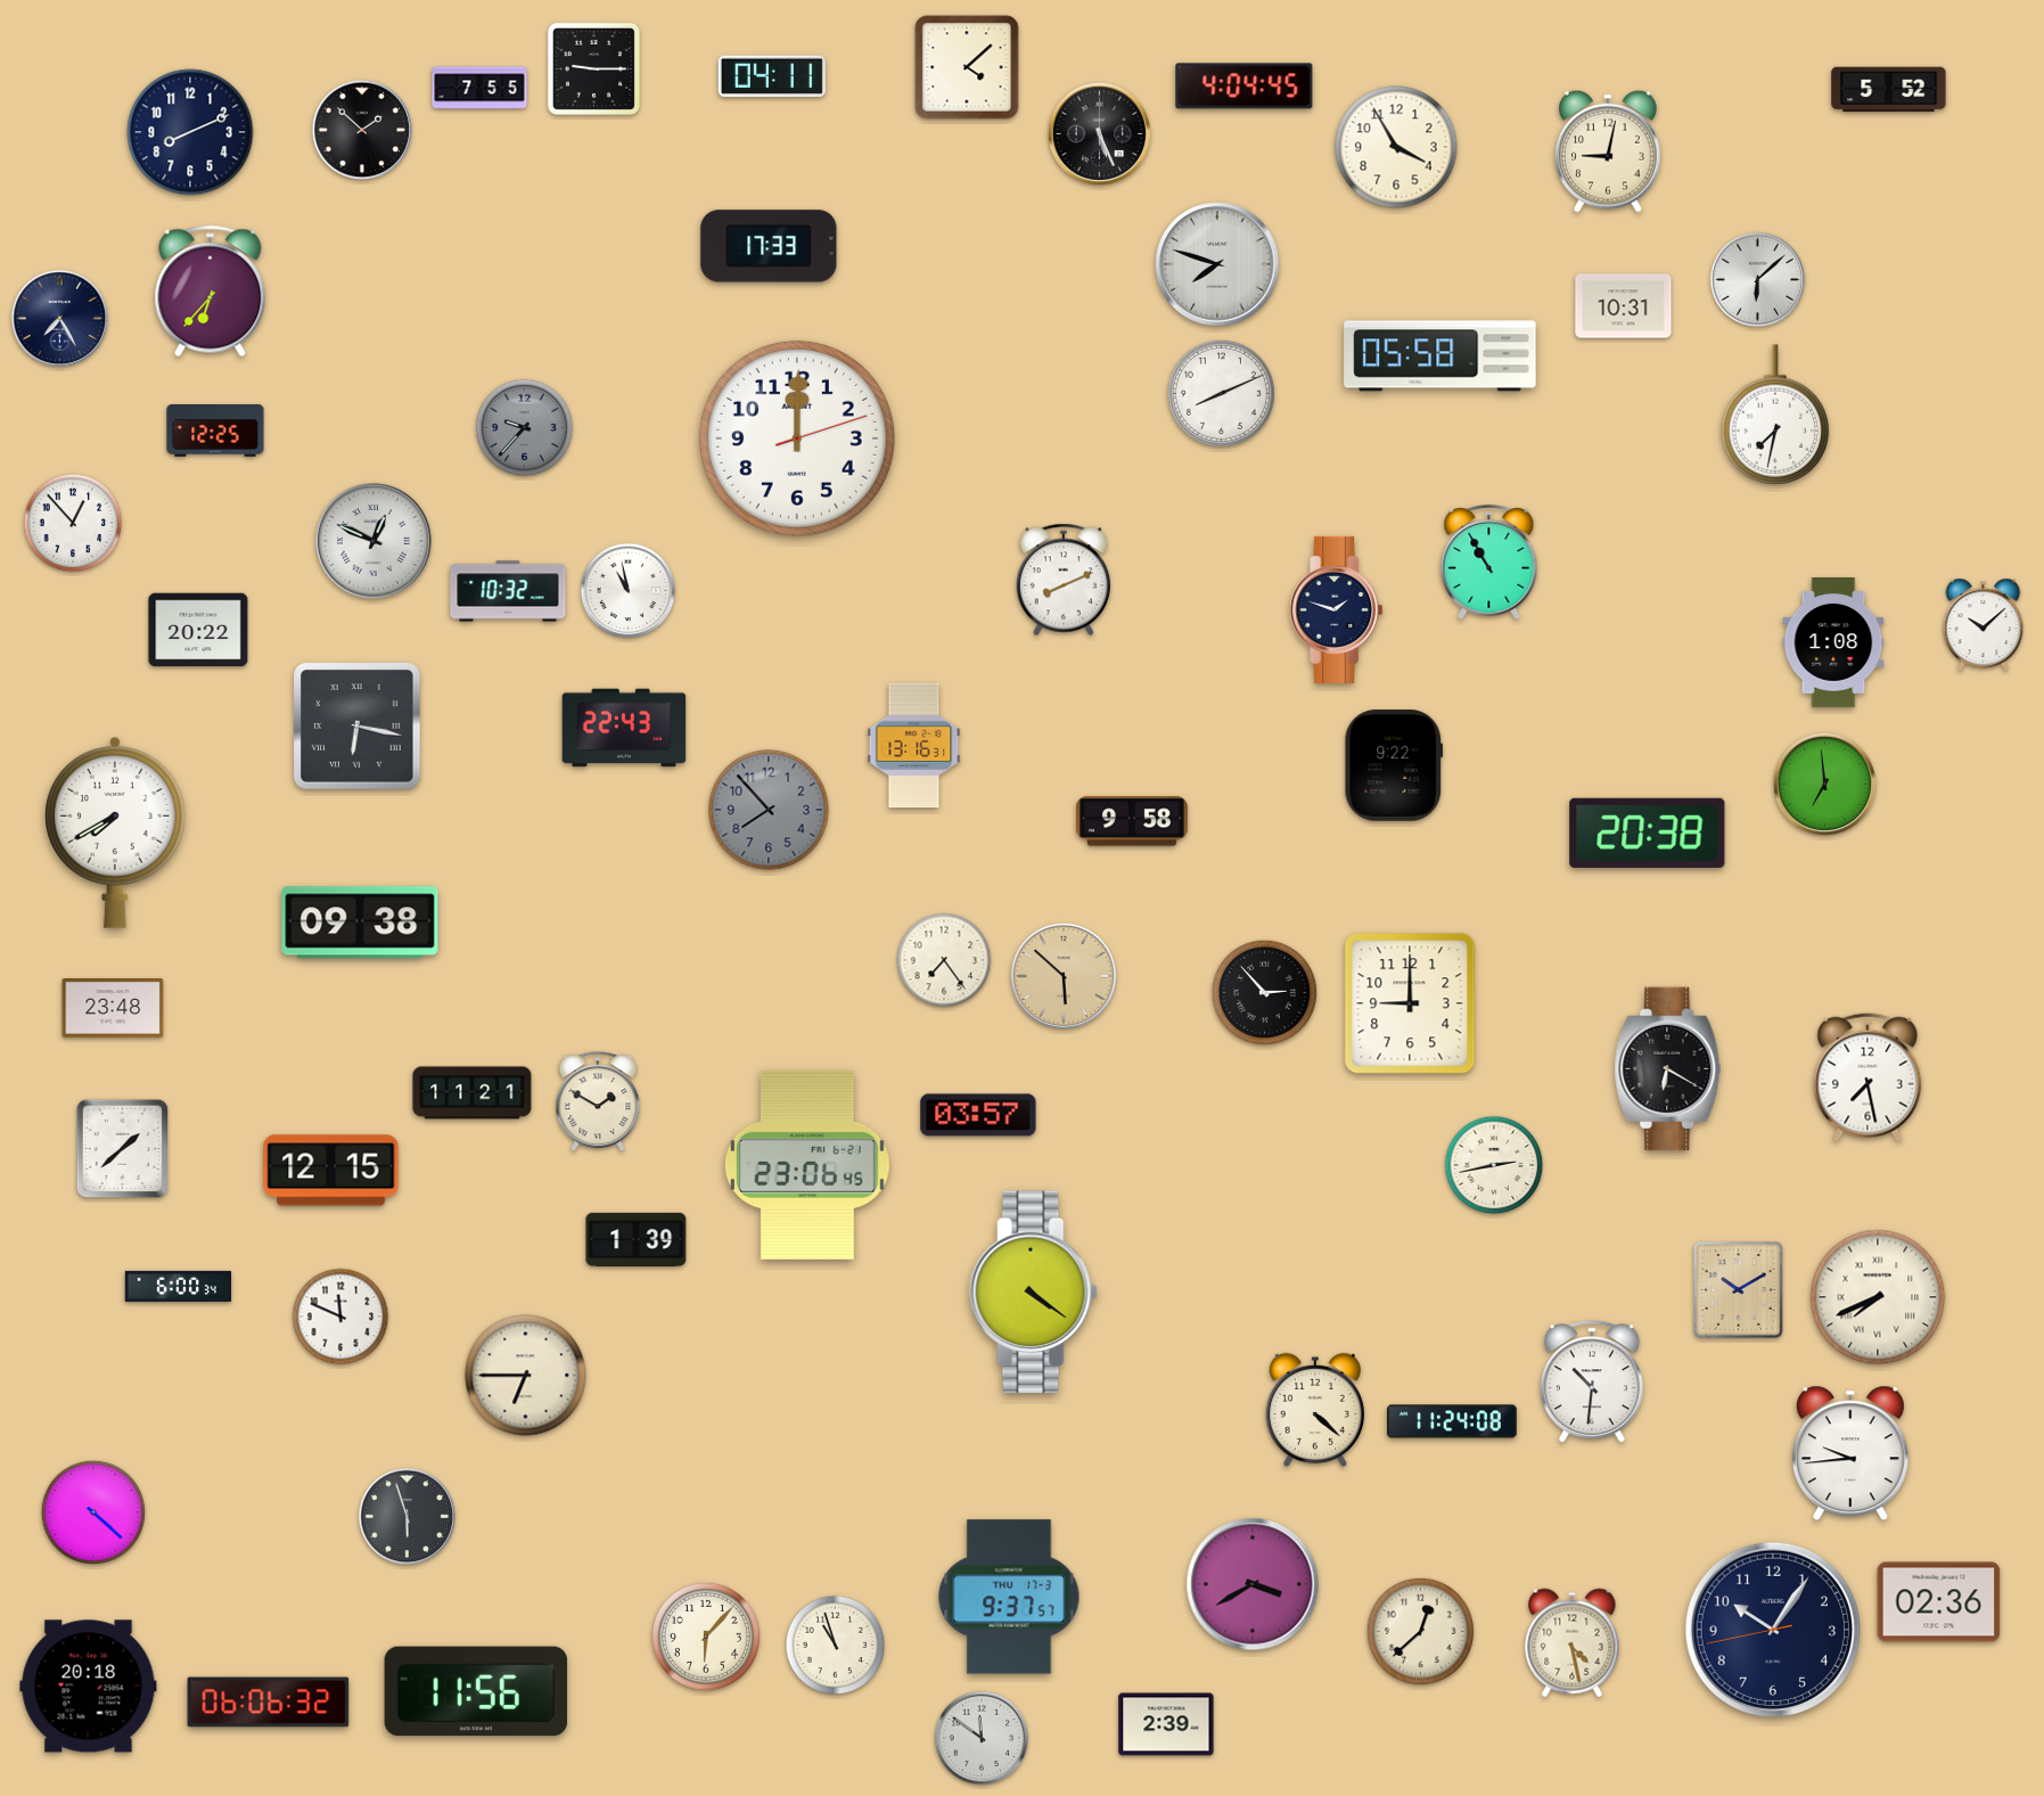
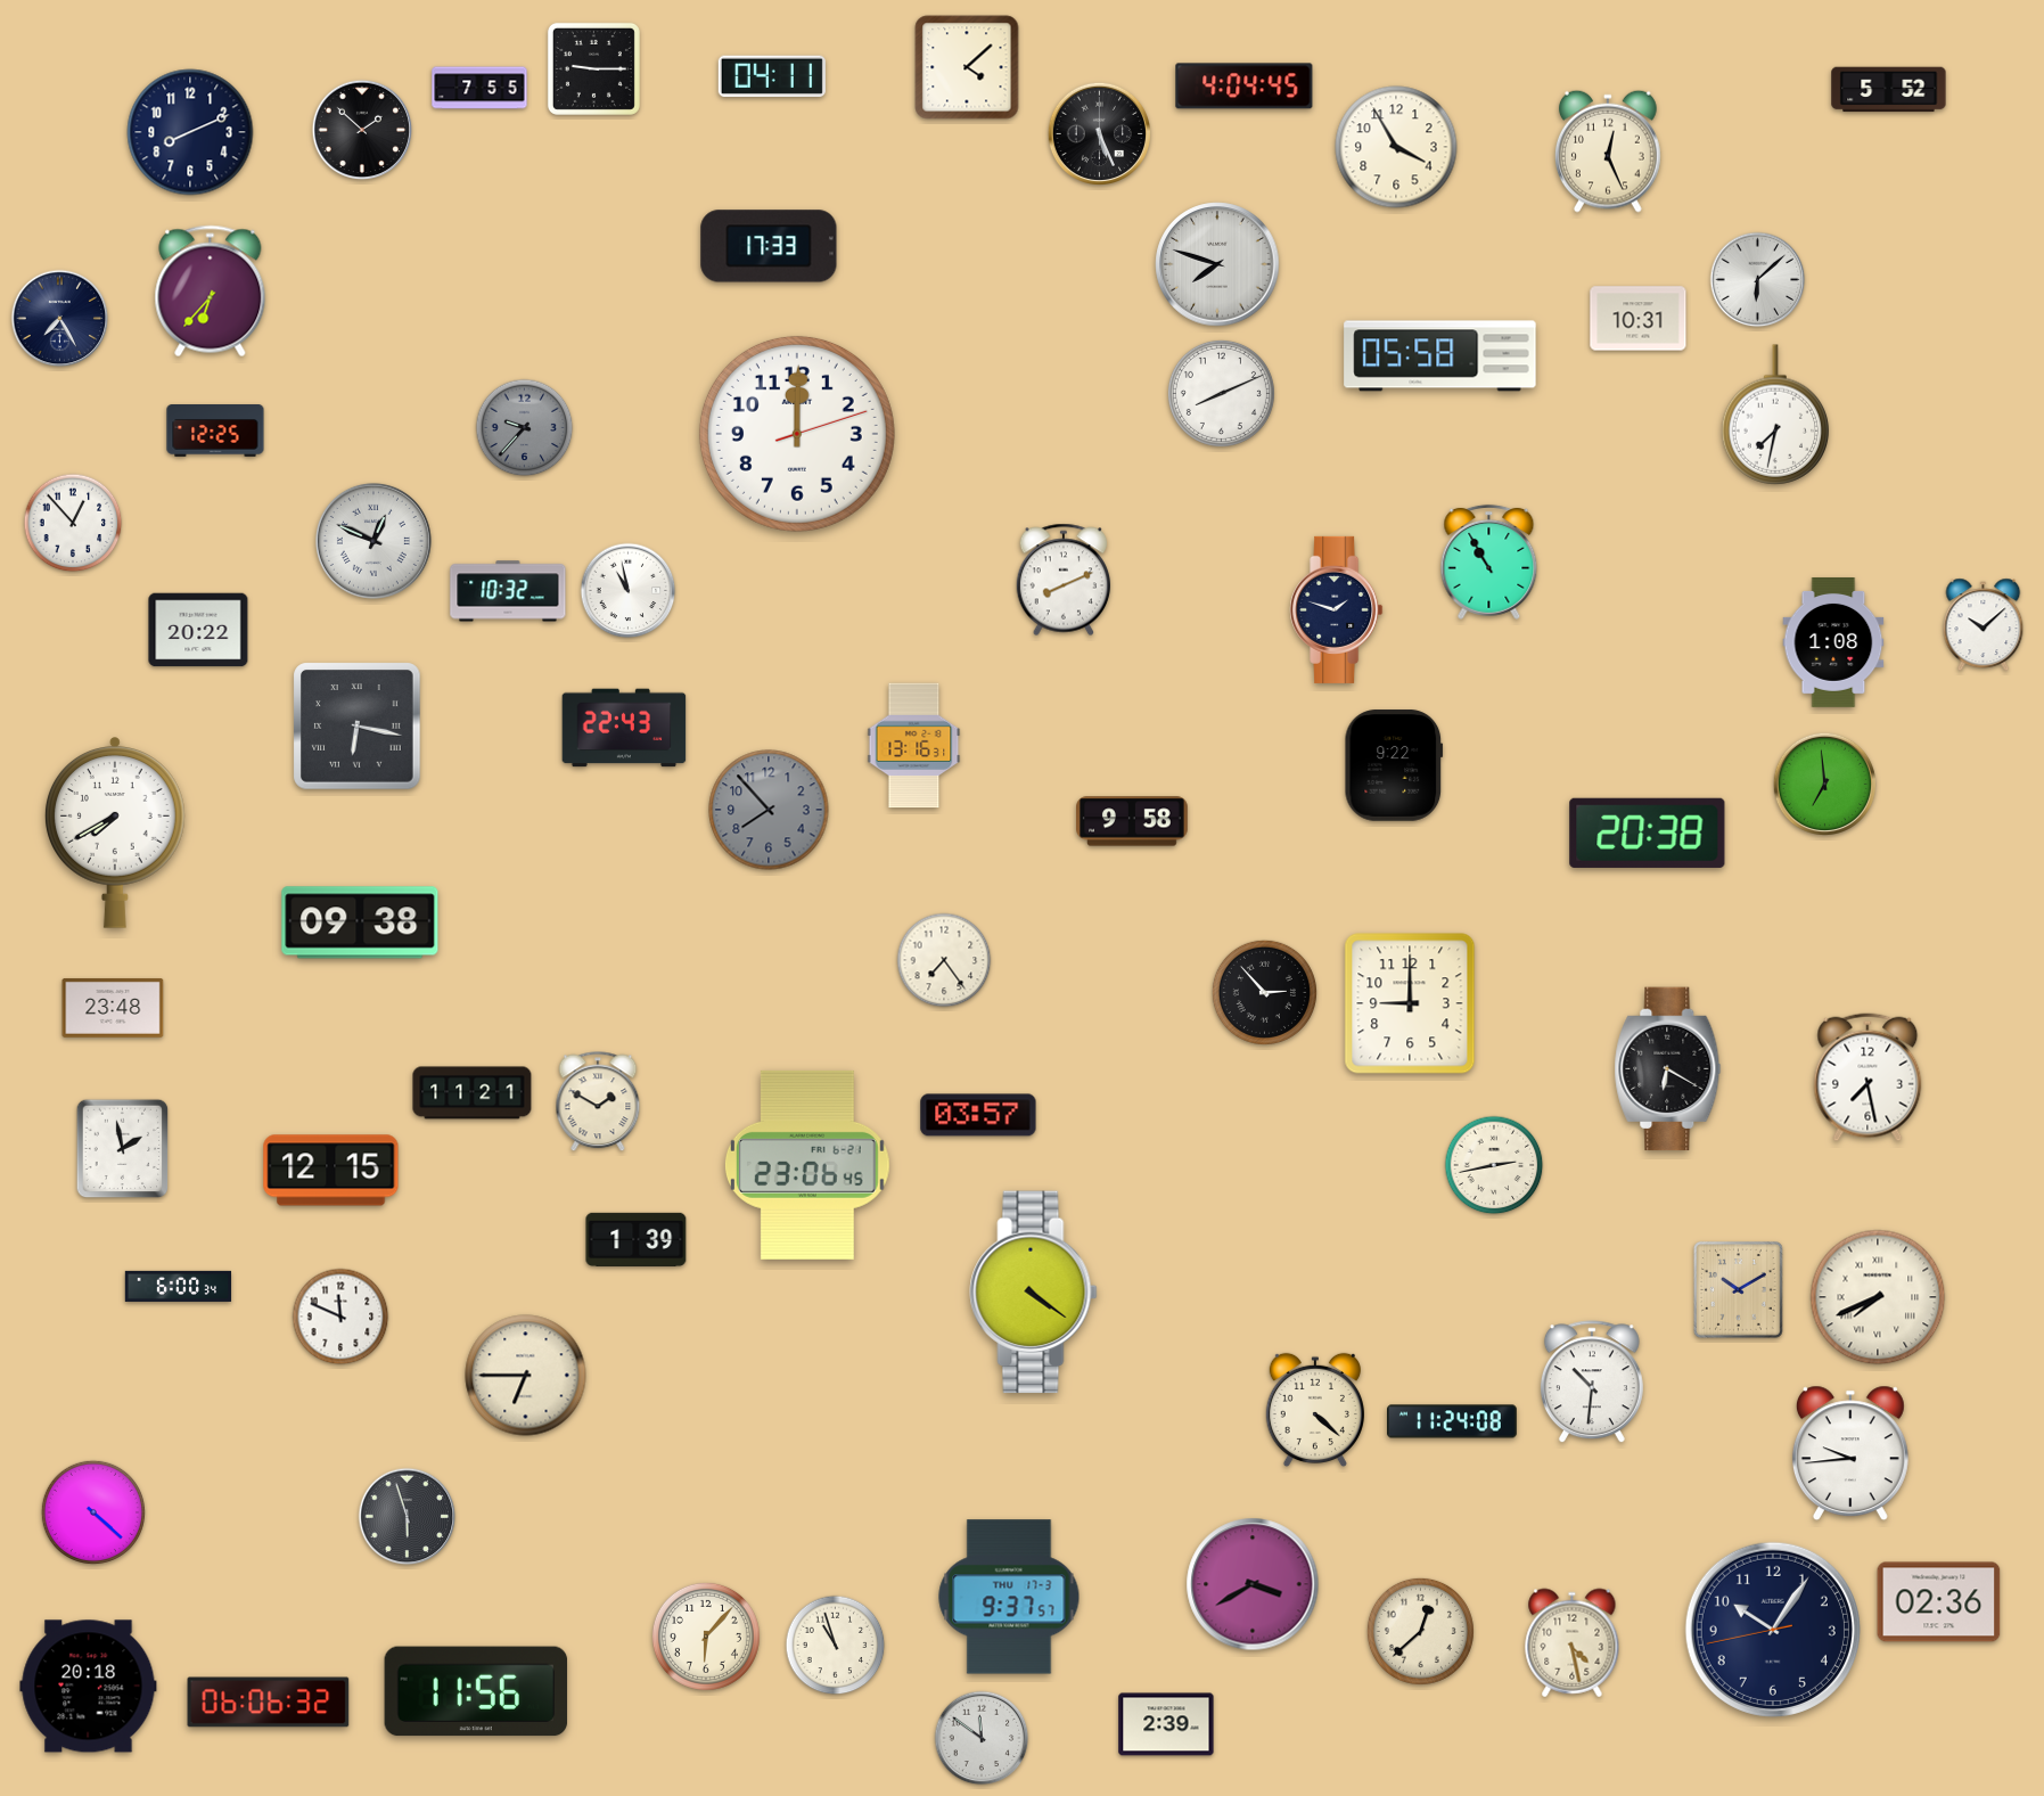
clock at (1608, 151): 9:02 -> 12:26
clock at (1624, 306) position: (1624, 306) -> (1639, 319)
clock at (797, 438) position: (797, 438) -> (797, 434)
clock at (1064, 976): 5:52 -> none
clock at (123, 1149): 1:38 -> 1:58
